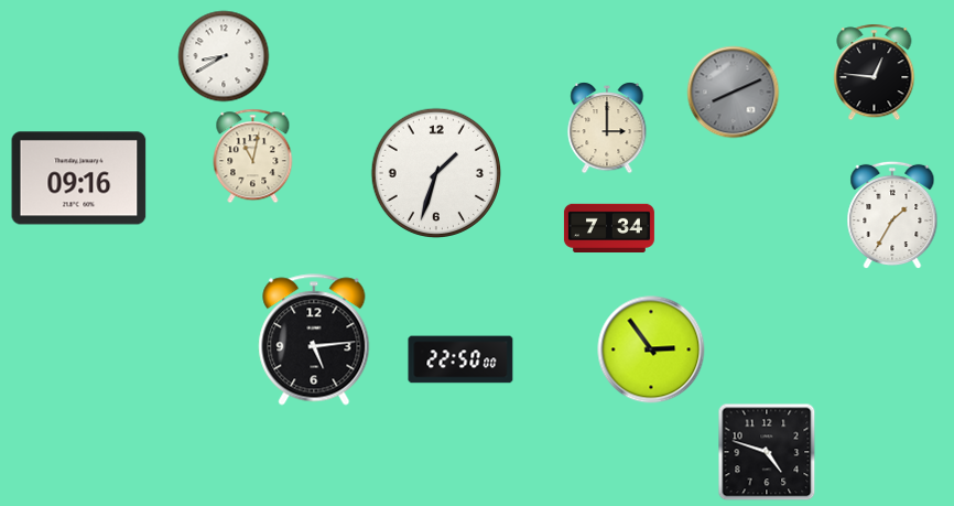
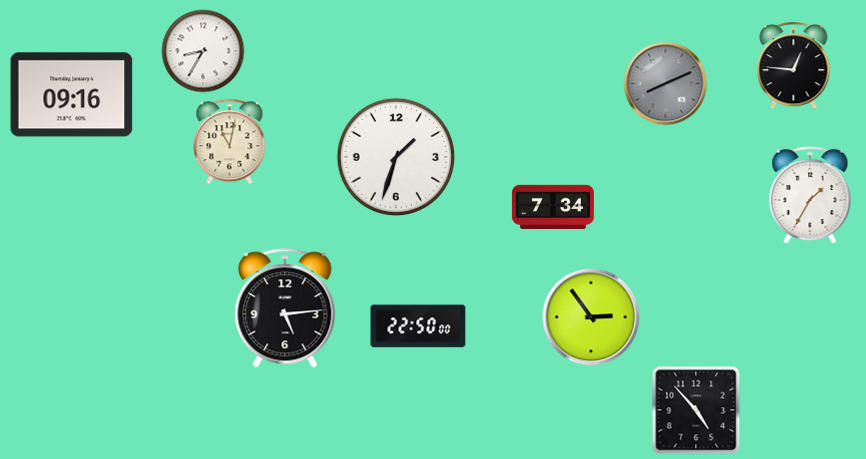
clock at (224, 56): 8:40 -> 8:35
clock at (607, 128): 3:00 -> none
clock at (79, 179) position: (79, 179) -> (72, 95)
clock at (767, 452): 4:48 -> 4:53
